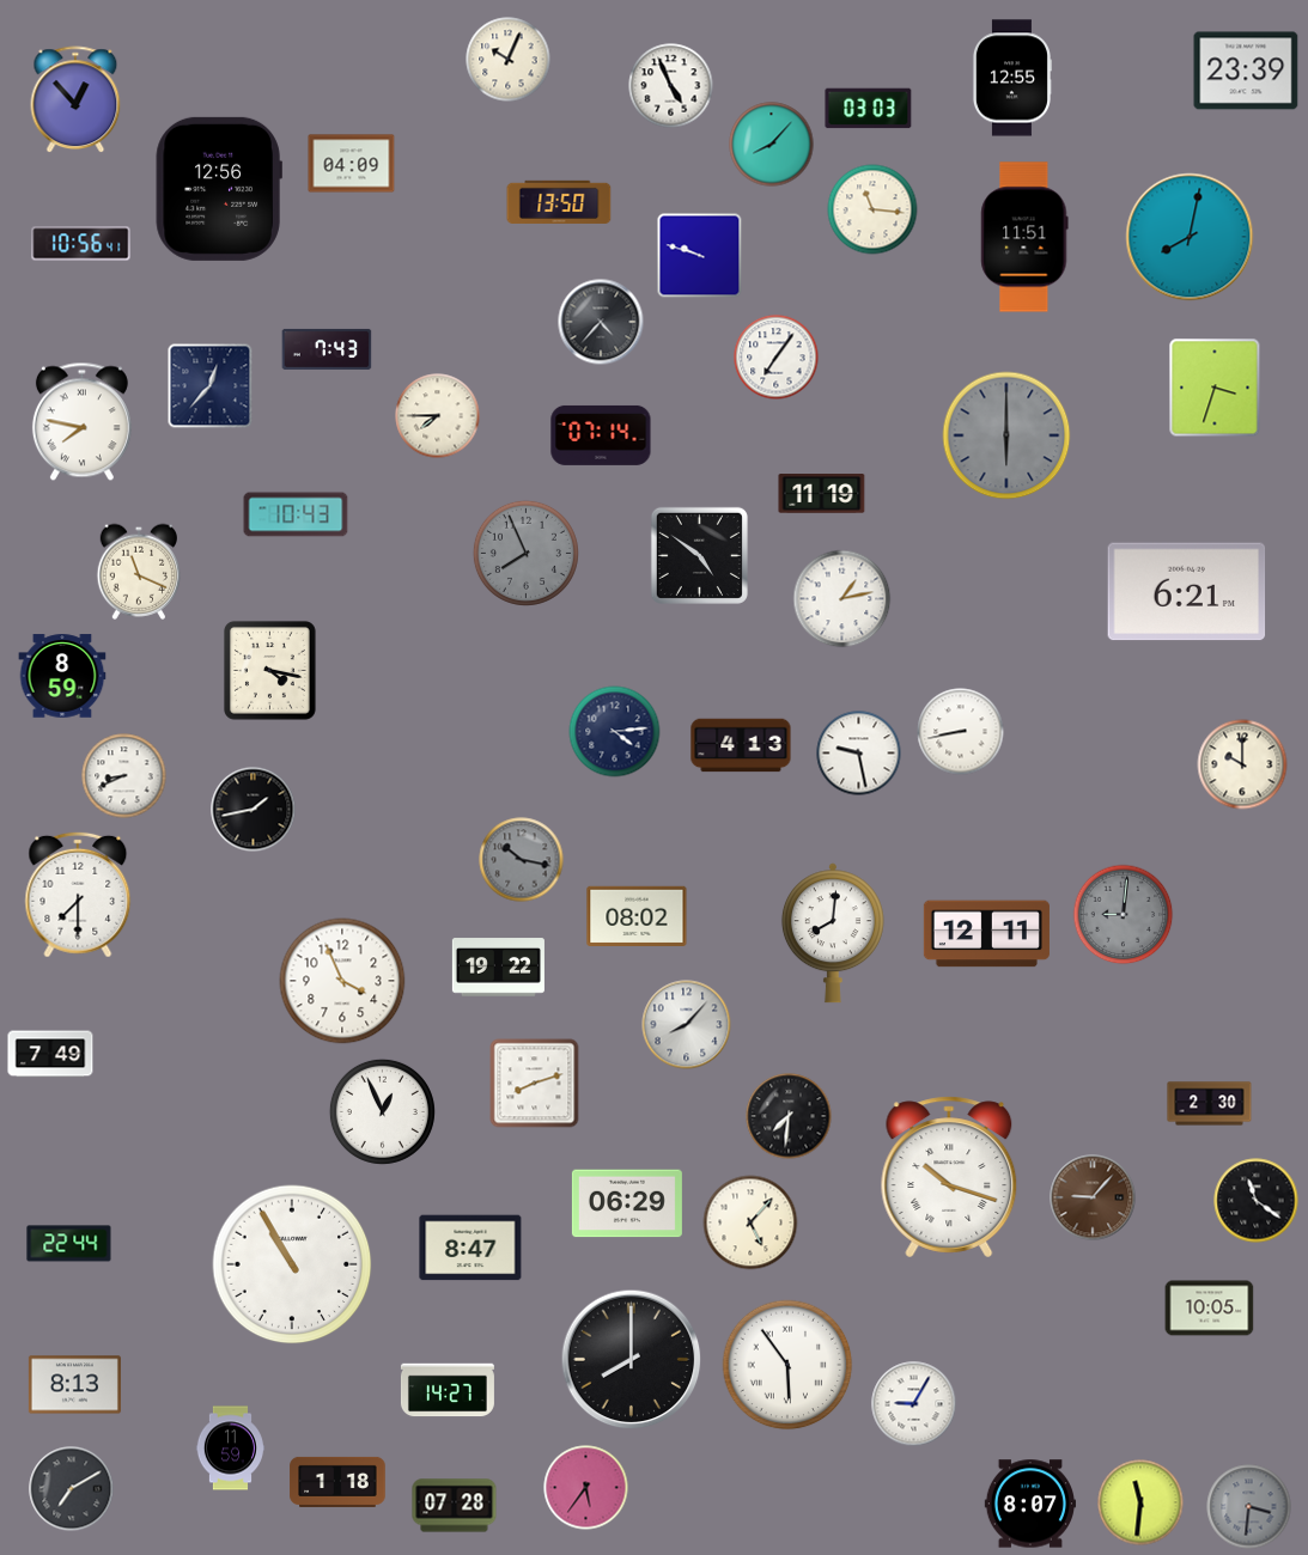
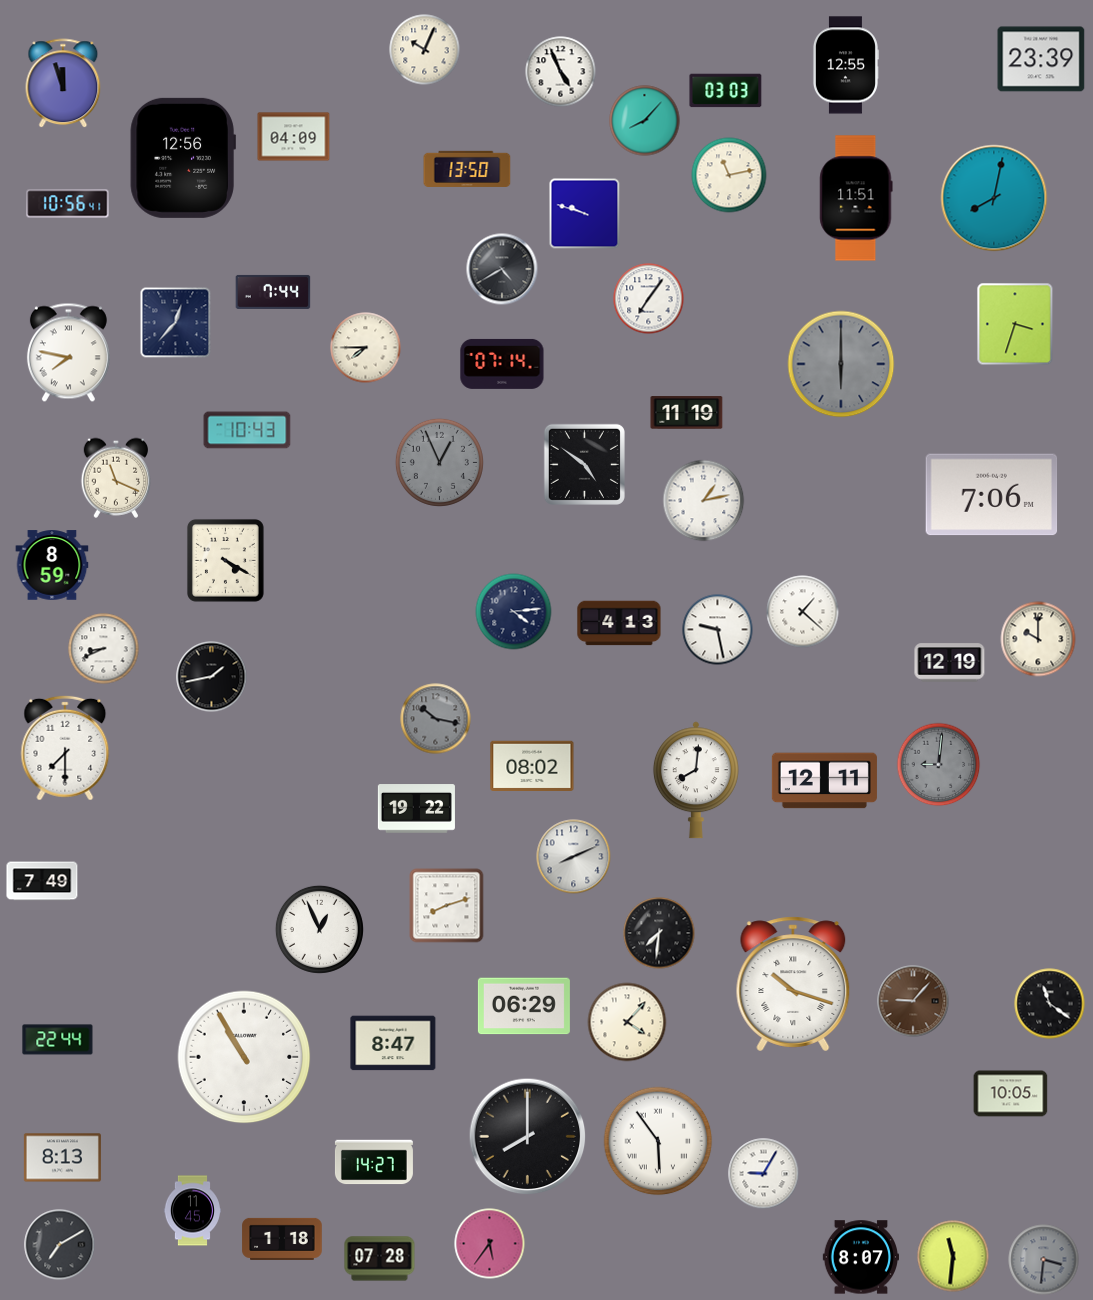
clock at (75, 100): 12:53 -> 11:57
clock at (872, 209): 11:16 -> 11:13
clock at (601, 322): 4:37 -> 4:40
clock at (327, 349): 7:43 -> 7:44
clock at (525, 553): 7:56 -> 12:56
clock at (1187, 592): 6:21 -> 7:06
clock at (269, 670): 4:17 -> 4:20
clock at (961, 732): 8:43 -> 1:22
clock at (950, 663): none -> 12:19
clock at (342, 981): 3:56 -> none
clock at (687, 1025): 8:07 -> 8:11
clock at (1210, 1104): 2:30 -> none
clock at (750, 1222): 5:07 -> 4:07
clock at (230, 1449): 11:59 -> 11:45
